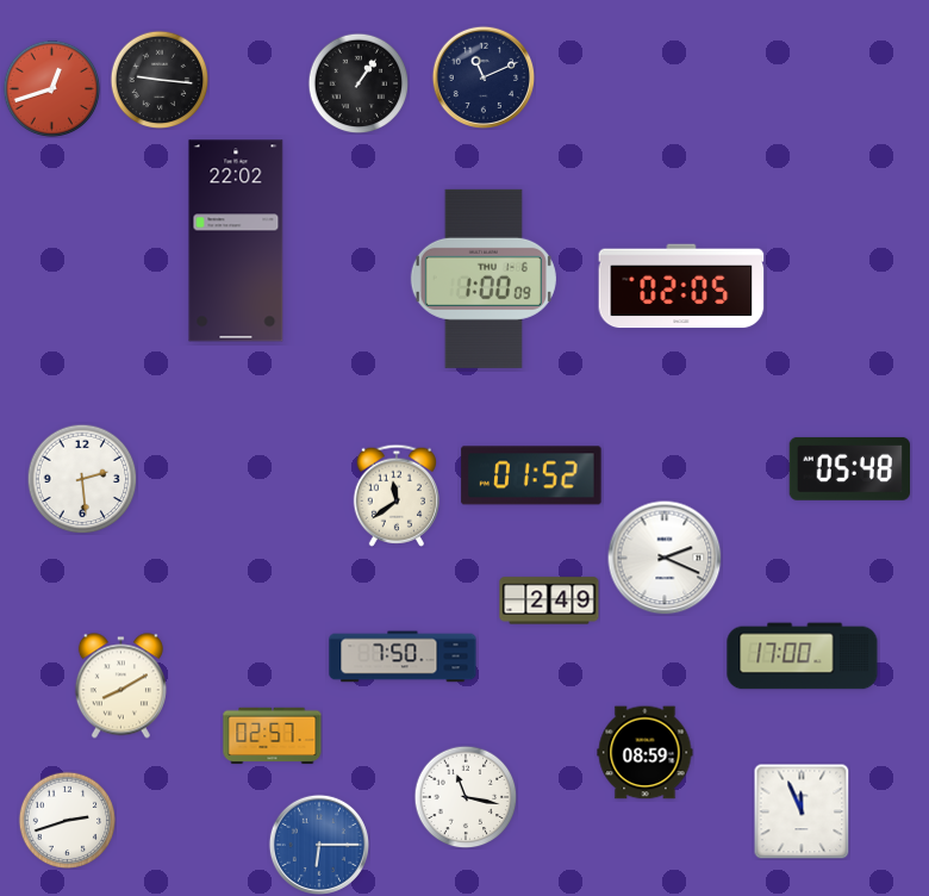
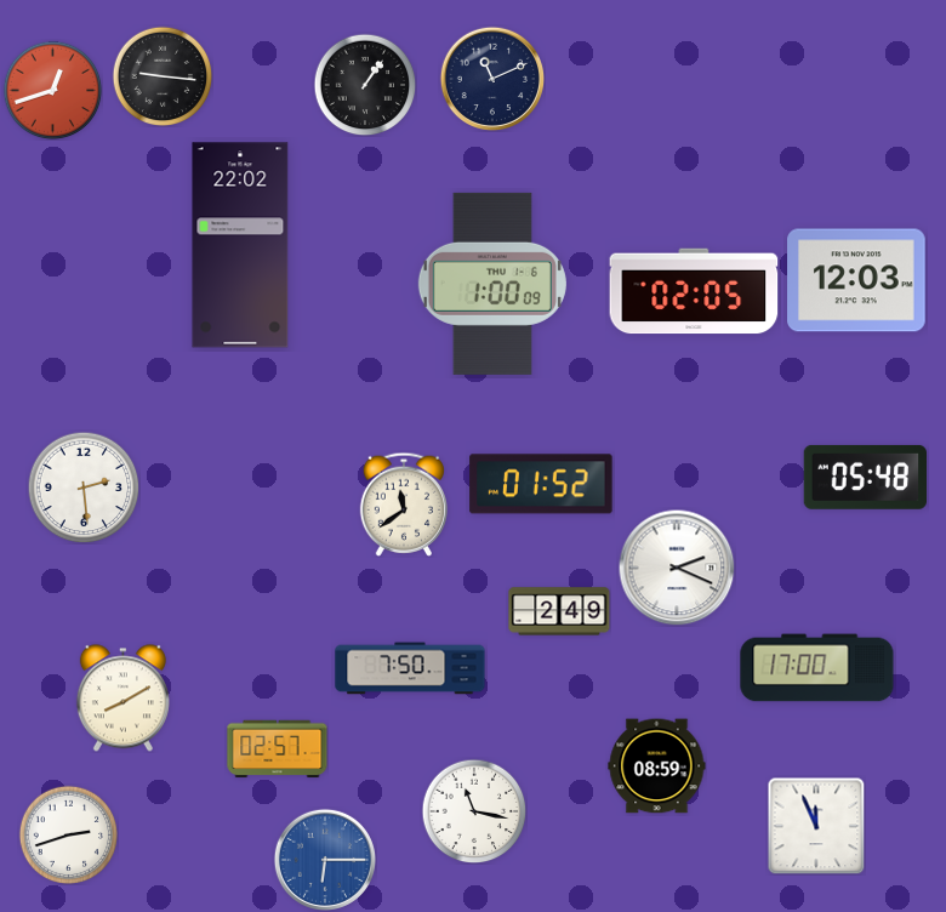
clock at (160, 80) position: (160, 80) -> (163, 76)
clock at (856, 280): none -> 12:03
